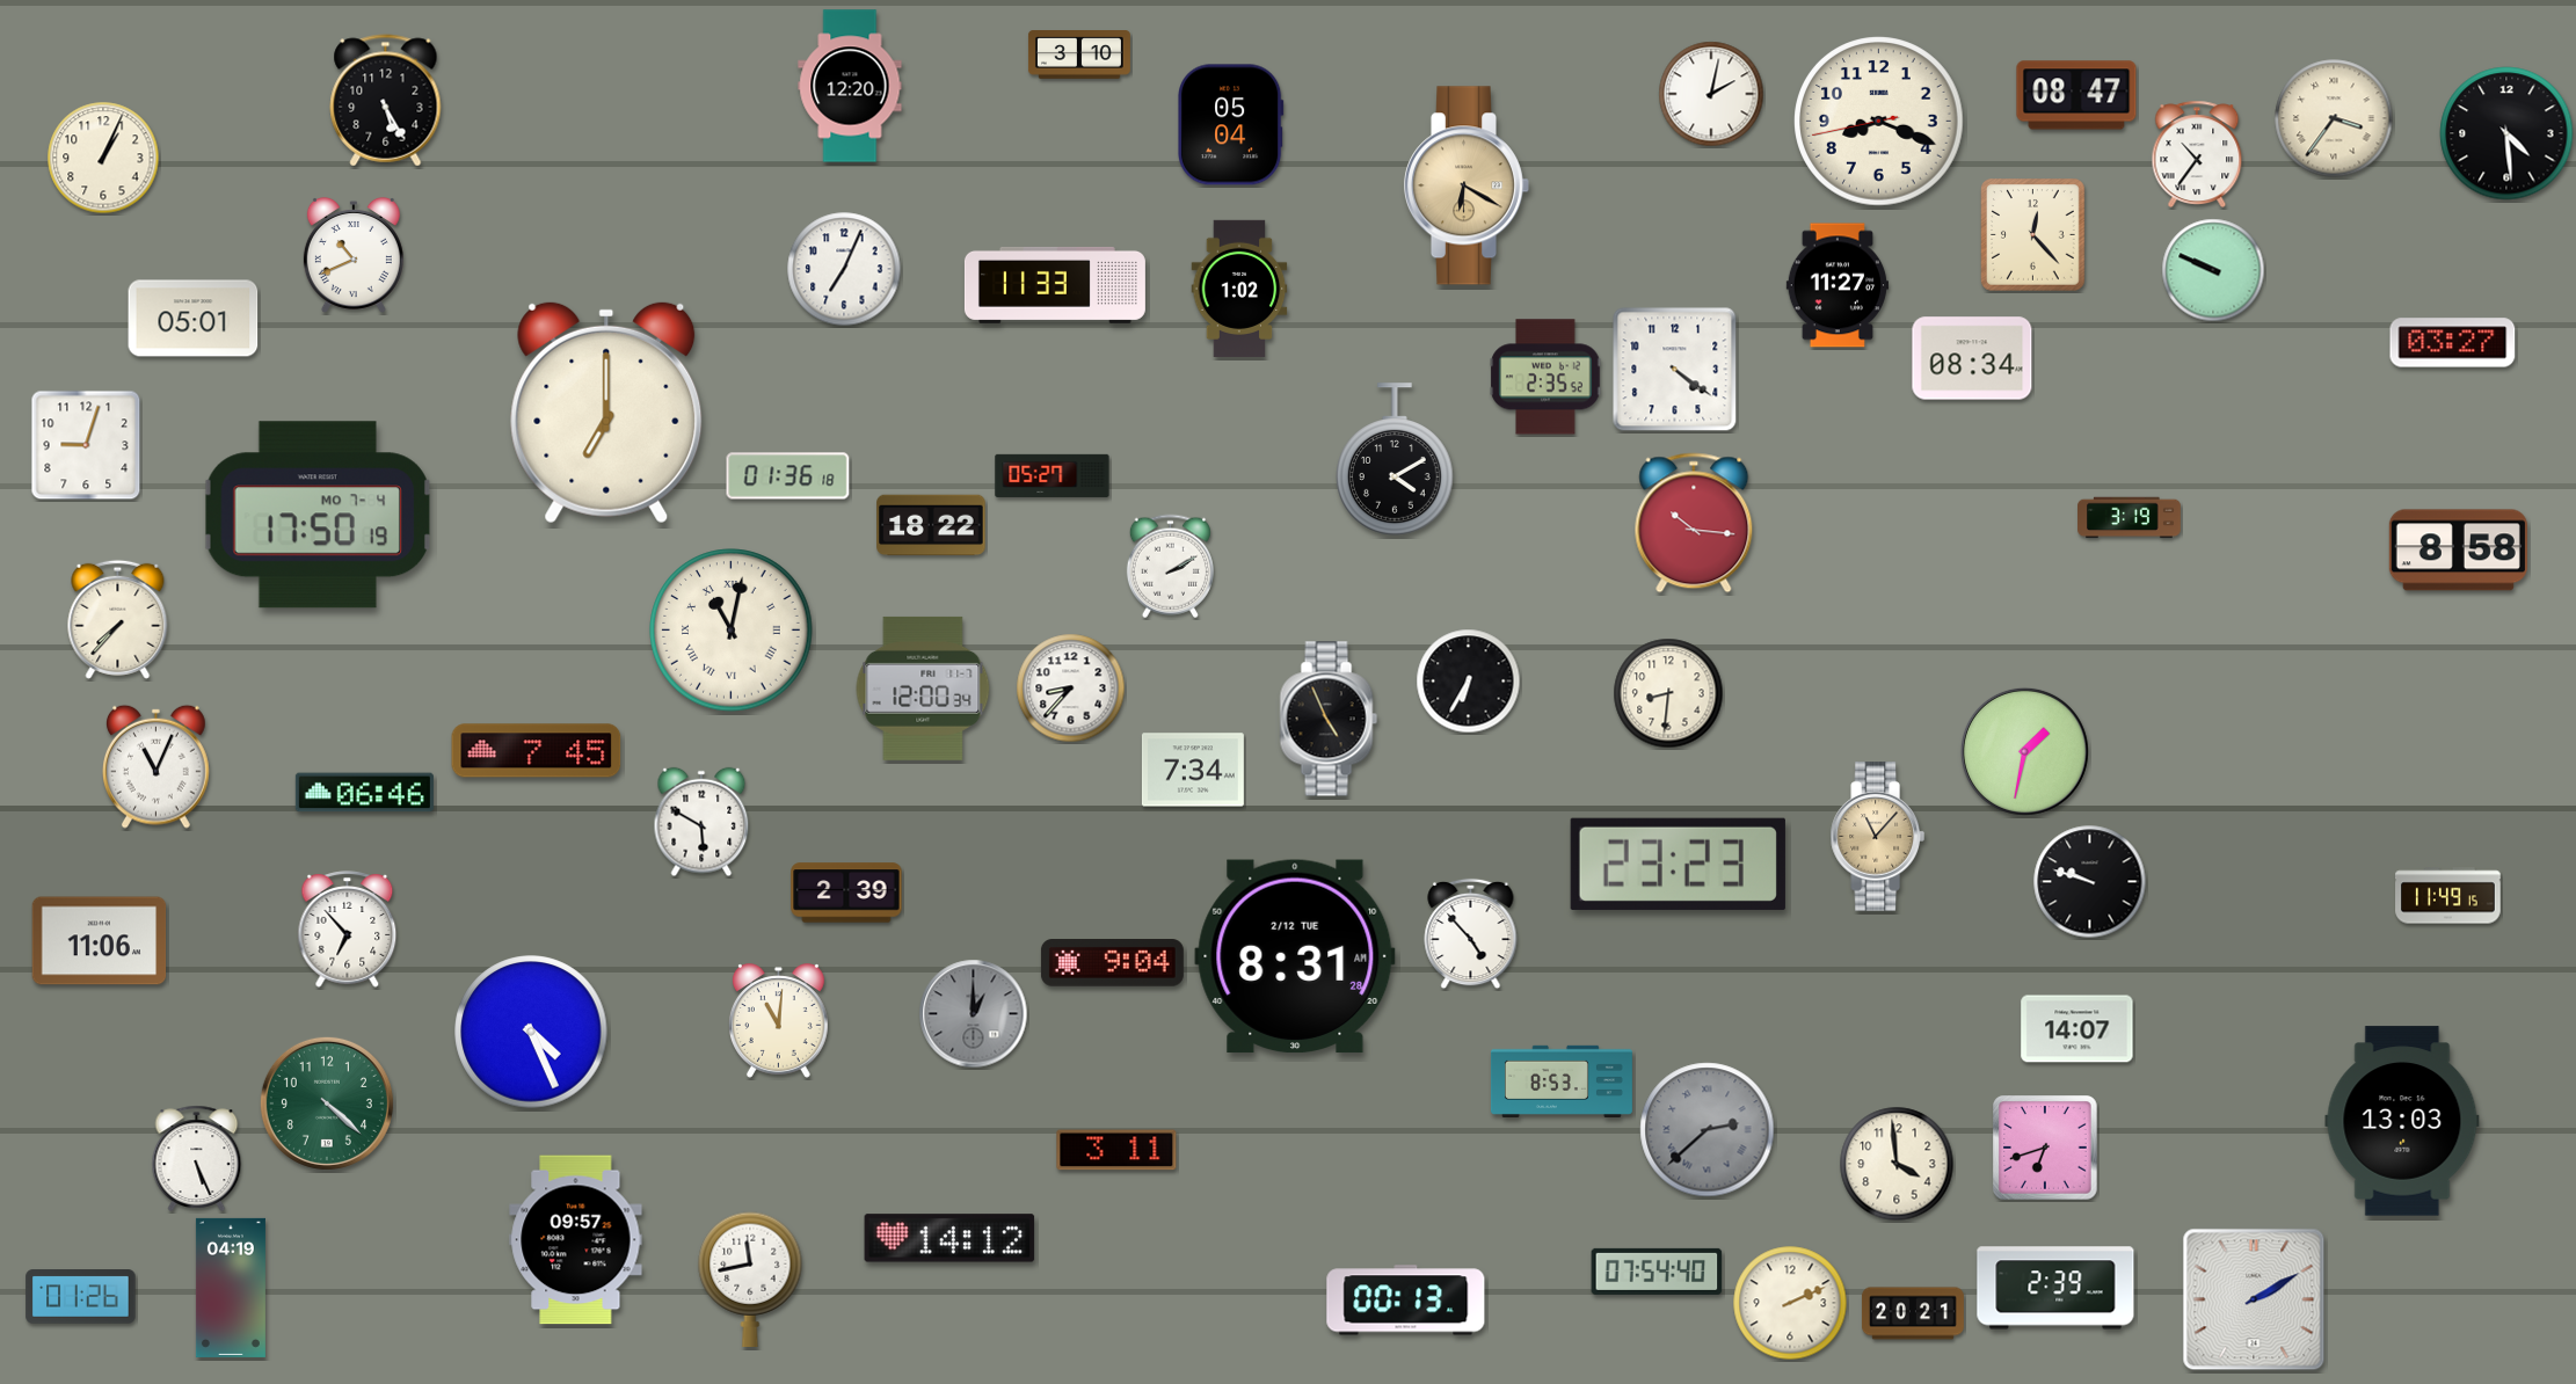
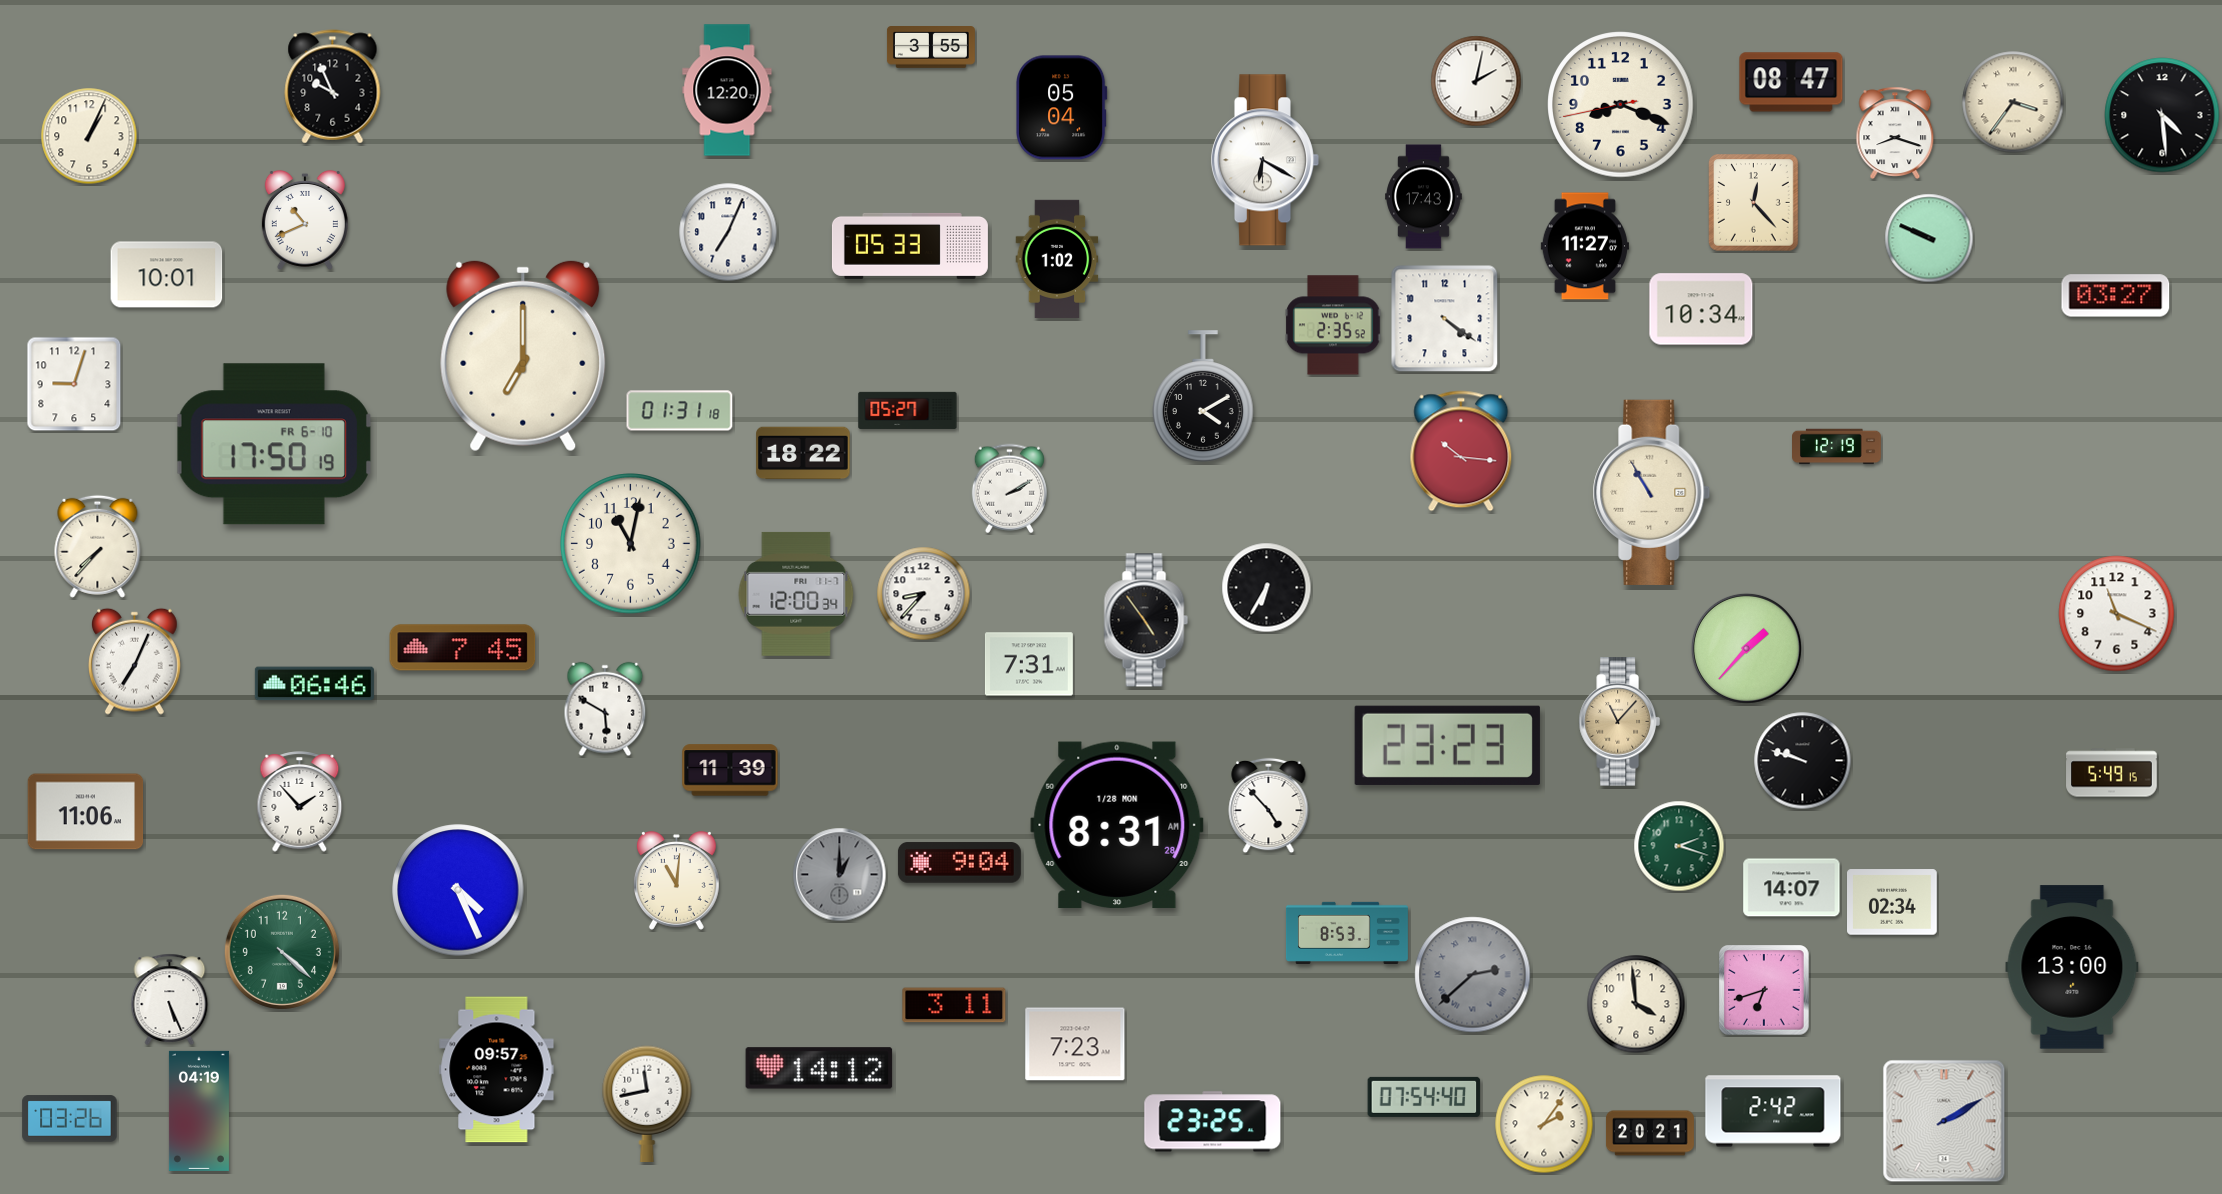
clock at (1079, 56): 3:10 -> 3:55
clock at (850, 86) position: (850, 86) -> (727, 90)
clock at (386, 101): 5:25 -> 9:56
clock at (2197, 153): 10:36 -> 8:18
clock at (1467, 185) dial: champagne -> white
clock at (1424, 197): none -> 17:43
clock at (2213, 270) position: (2213, 270) -> (1929, 238)
clock at (1055, 285): 11:33 -> 05:33
clock at (1239, 289) position: (1239, 289) -> (1057, 259)
clock at (194, 319): 05:01 -> 10:01
clock at (1972, 358): 08:34 -> 10:34
clock at (788, 476): 01:36 -> 01:31
clock at (316, 515) date: MO 7-4 -> FR 6-10
clock at (2130, 518): 3:19 -> 12:19
clock at (2458, 551): 8:58 -> none
clock at (1652, 492): none -> 10:55
clock at (118, 619) position: (118, 619) -> (98, 546)
clock at (732, 631) numerals: Roman -> Arabic
clock at (1668, 693): 8:31 -> none
clock at (2117, 614): none -> 11:19
clock at (1329, 719): 4:56 -> 4:54
clock at (2024, 751): 1:32 -> 1:37
clock at (157, 766): 11:04 -> 7:04
clock at (1193, 770): 7:34 -> 7:31
clock at (846, 893): 2:39 -> 11:39
clock at (2448, 896): 11:49 -> 5:49
clock at (348, 930): 6:53 -> 1:53
clock at (1295, 956) date: 2/12 TUE -> 1/28 MON
clock at (1112, 963) position: (1112, 963) -> (959, 863)
clock at (1679, 846): none -> 2:18
clock at (778, 1021) position: (778, 1021) -> (676, 881)
clock at (1893, 902): none -> 02:34
clock at (2402, 1121): 13:03 -> 13:00
clock at (1116, 1150) position: (1116, 1150) -> (954, 1005)
clock at (1075, 1044): none -> 7:23
clock at (1657, 1272) position: (1657, 1272) -> (1424, 1097)
clock at (2055, 1288): 2:39 -> 2:42
clock at (81, 1297): 01:26 -> 03:26
clock at (1406, 1301): 00:13 -> 23:25
clock at (1790, 1303): 2:11 -> 2:06
